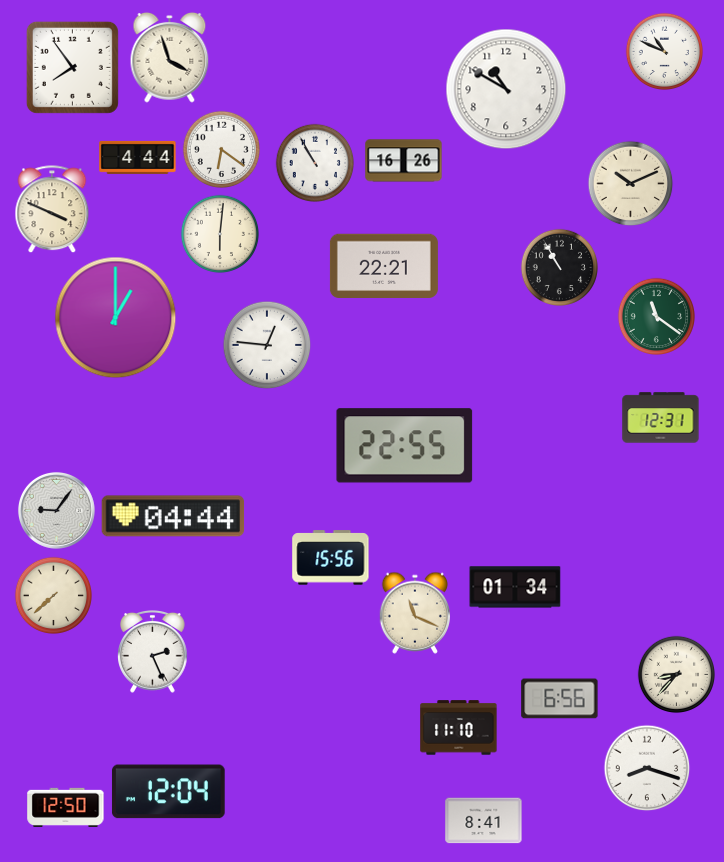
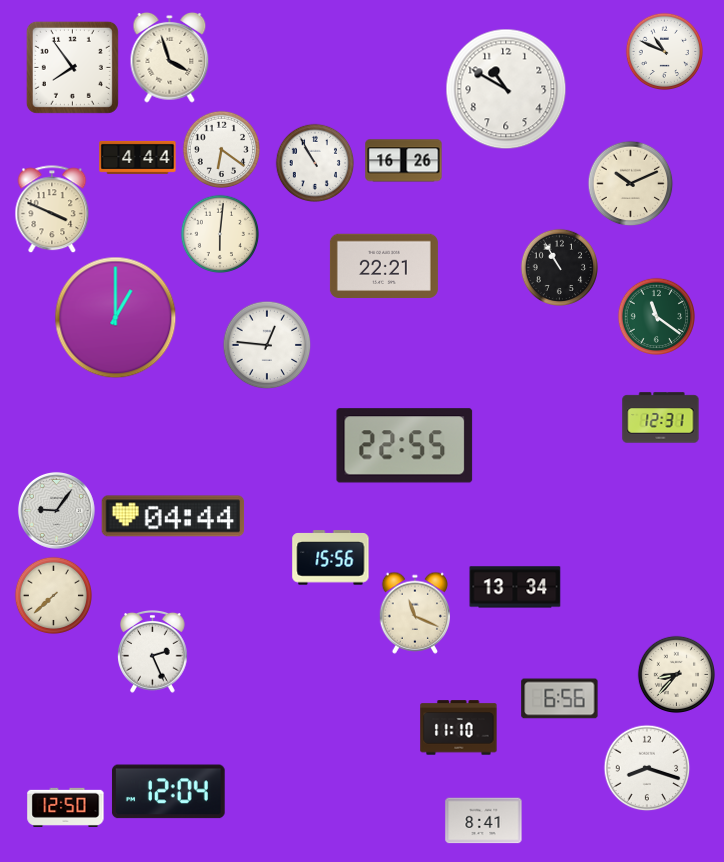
clock at (515, 587): 01:34 -> 13:34
